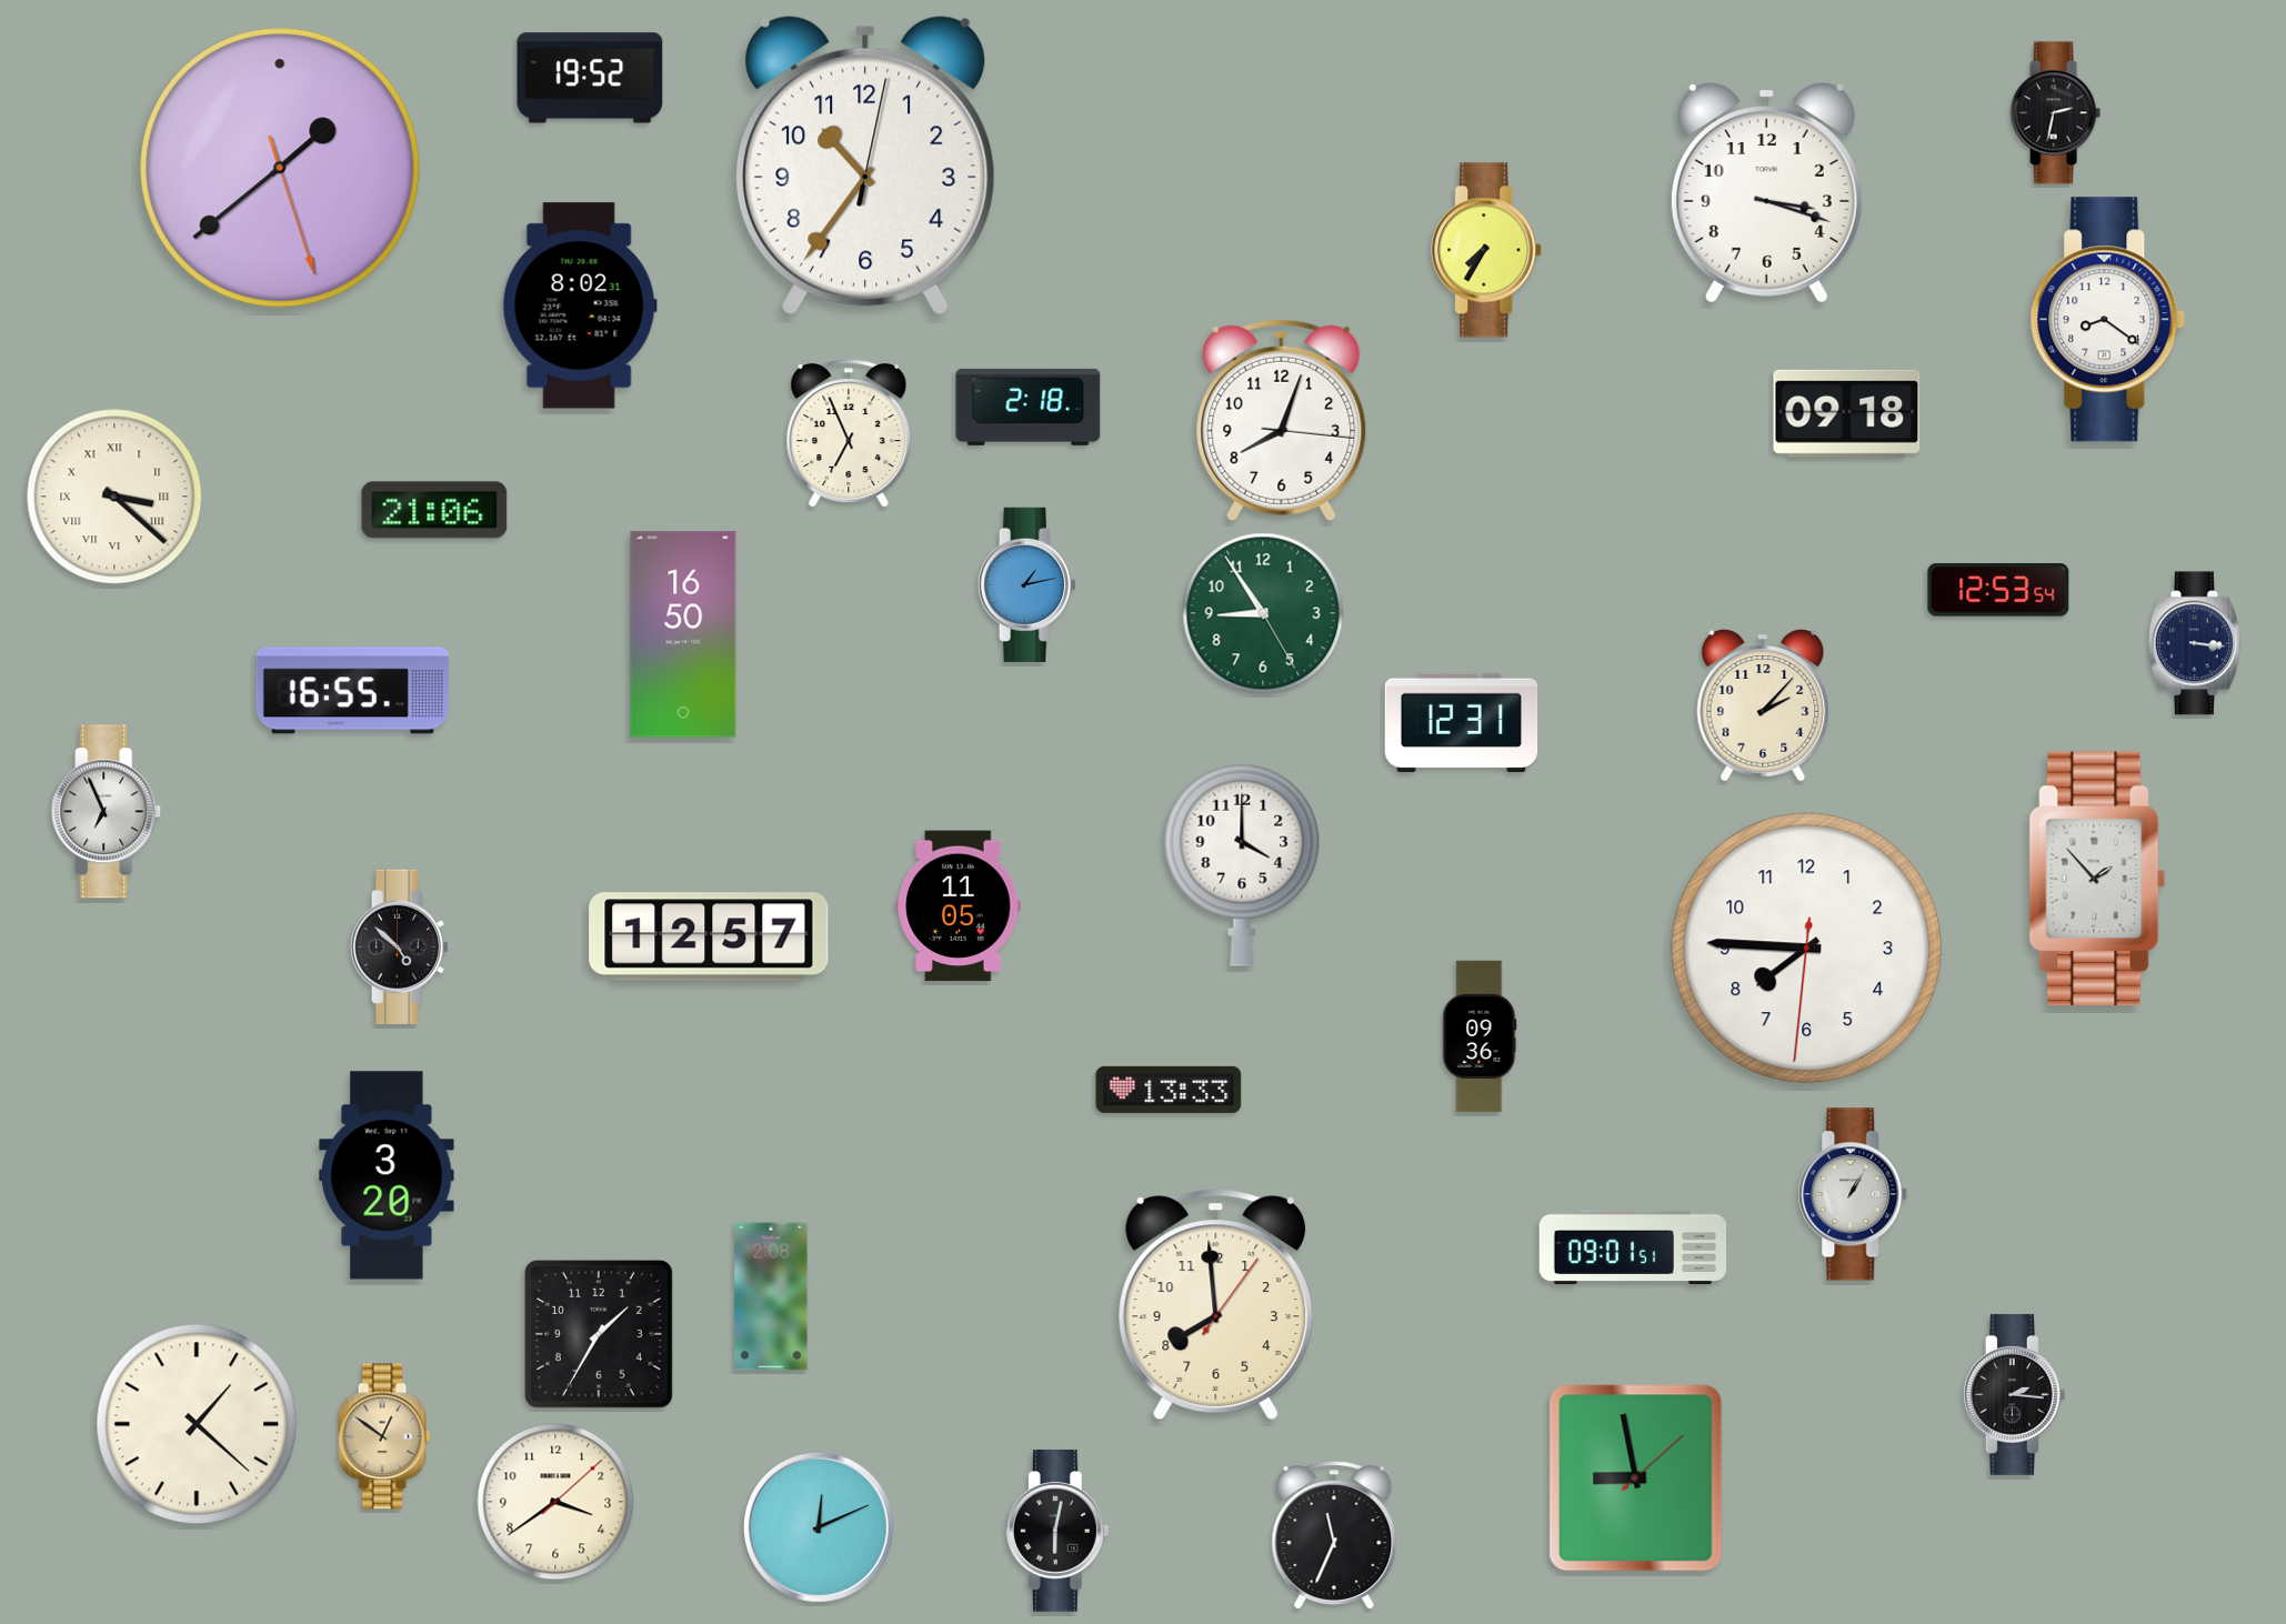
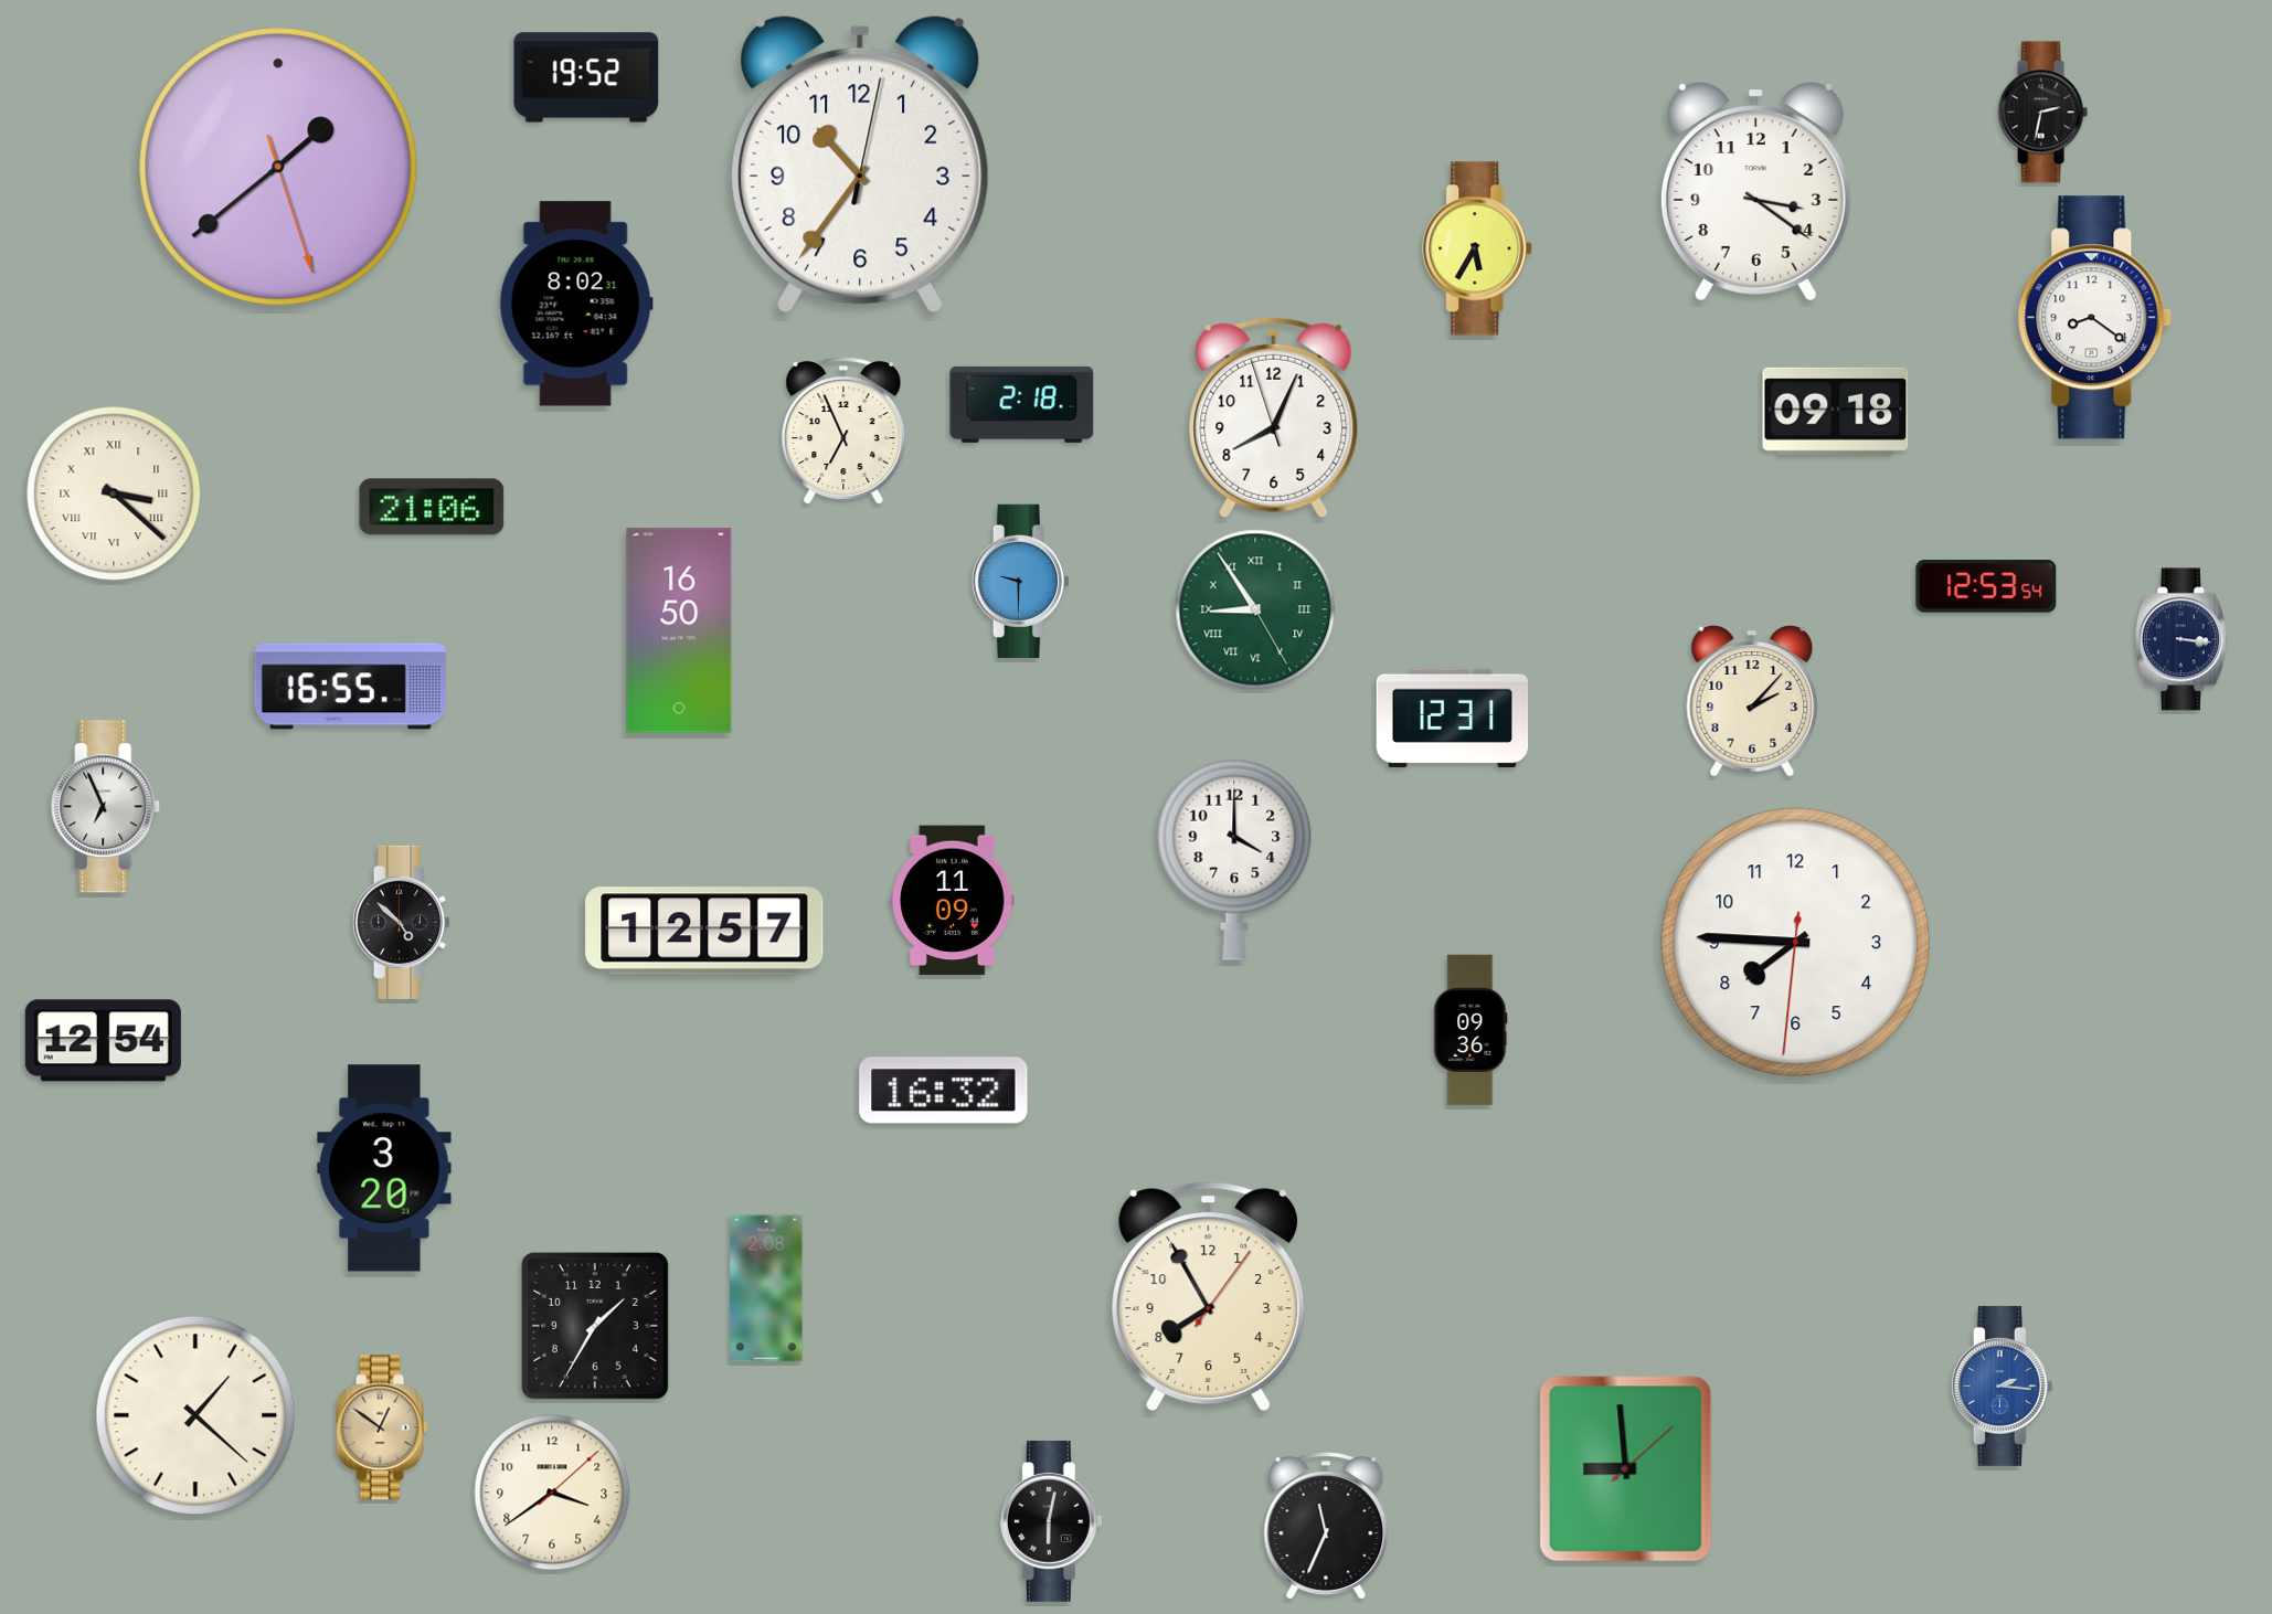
clock at (1766, 193): 3:18 -> 3:21
clock at (1487, 250): 7:35 -> 5:35
clock at (1282, 420): 8:03:16 -> 8:03:57
clock at (1027, 584): 1:13 -> 9:30
clock at (1263, 613) numerals: Arabic -> Roman
clock at (2097, 879): 1:53 -> none
clock at (959, 906): 11:05 -> 11:09
clock at (400, 946) position: (400, 946) -> (402, 922)
clock at (103, 1041): none -> 12:54
clock at (1169, 1090): 13:33 -> none
clock at (944, 1091): none -> 16:32
clock at (1853, 1194): 1:05 -> none
clock at (1633, 1247): 09:01 -> none
clock at (1216, 1304): 7:59 -> 7:55
clock at (2014, 1394) dial: black -> blue
clock at (1636, 1478): 8:58 -> 8:59
clock at (819, 1527): 12:11 -> none
